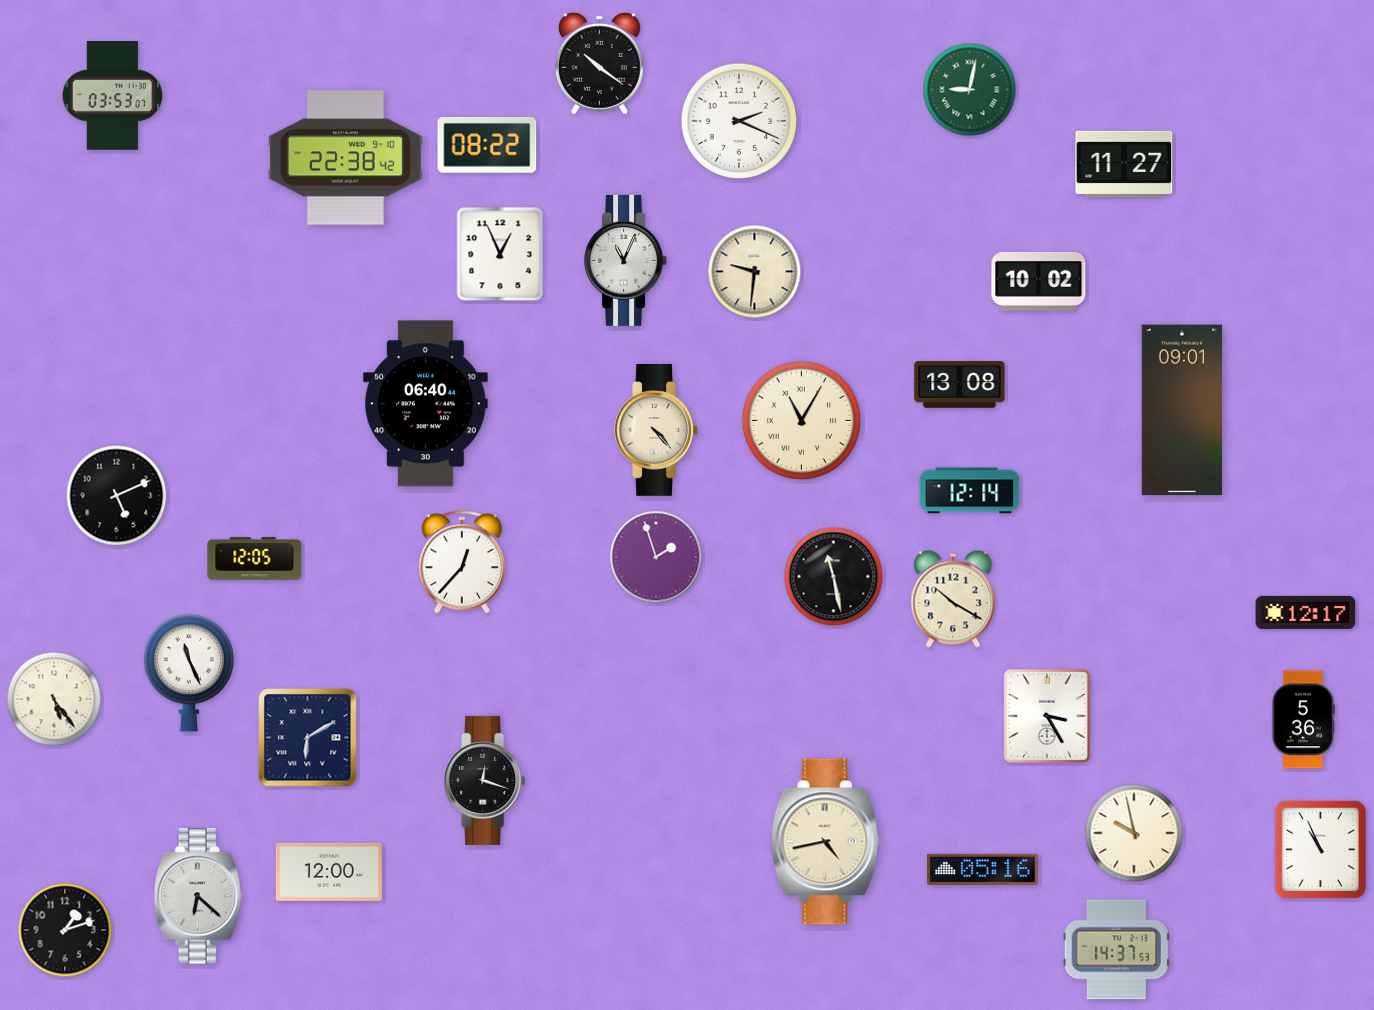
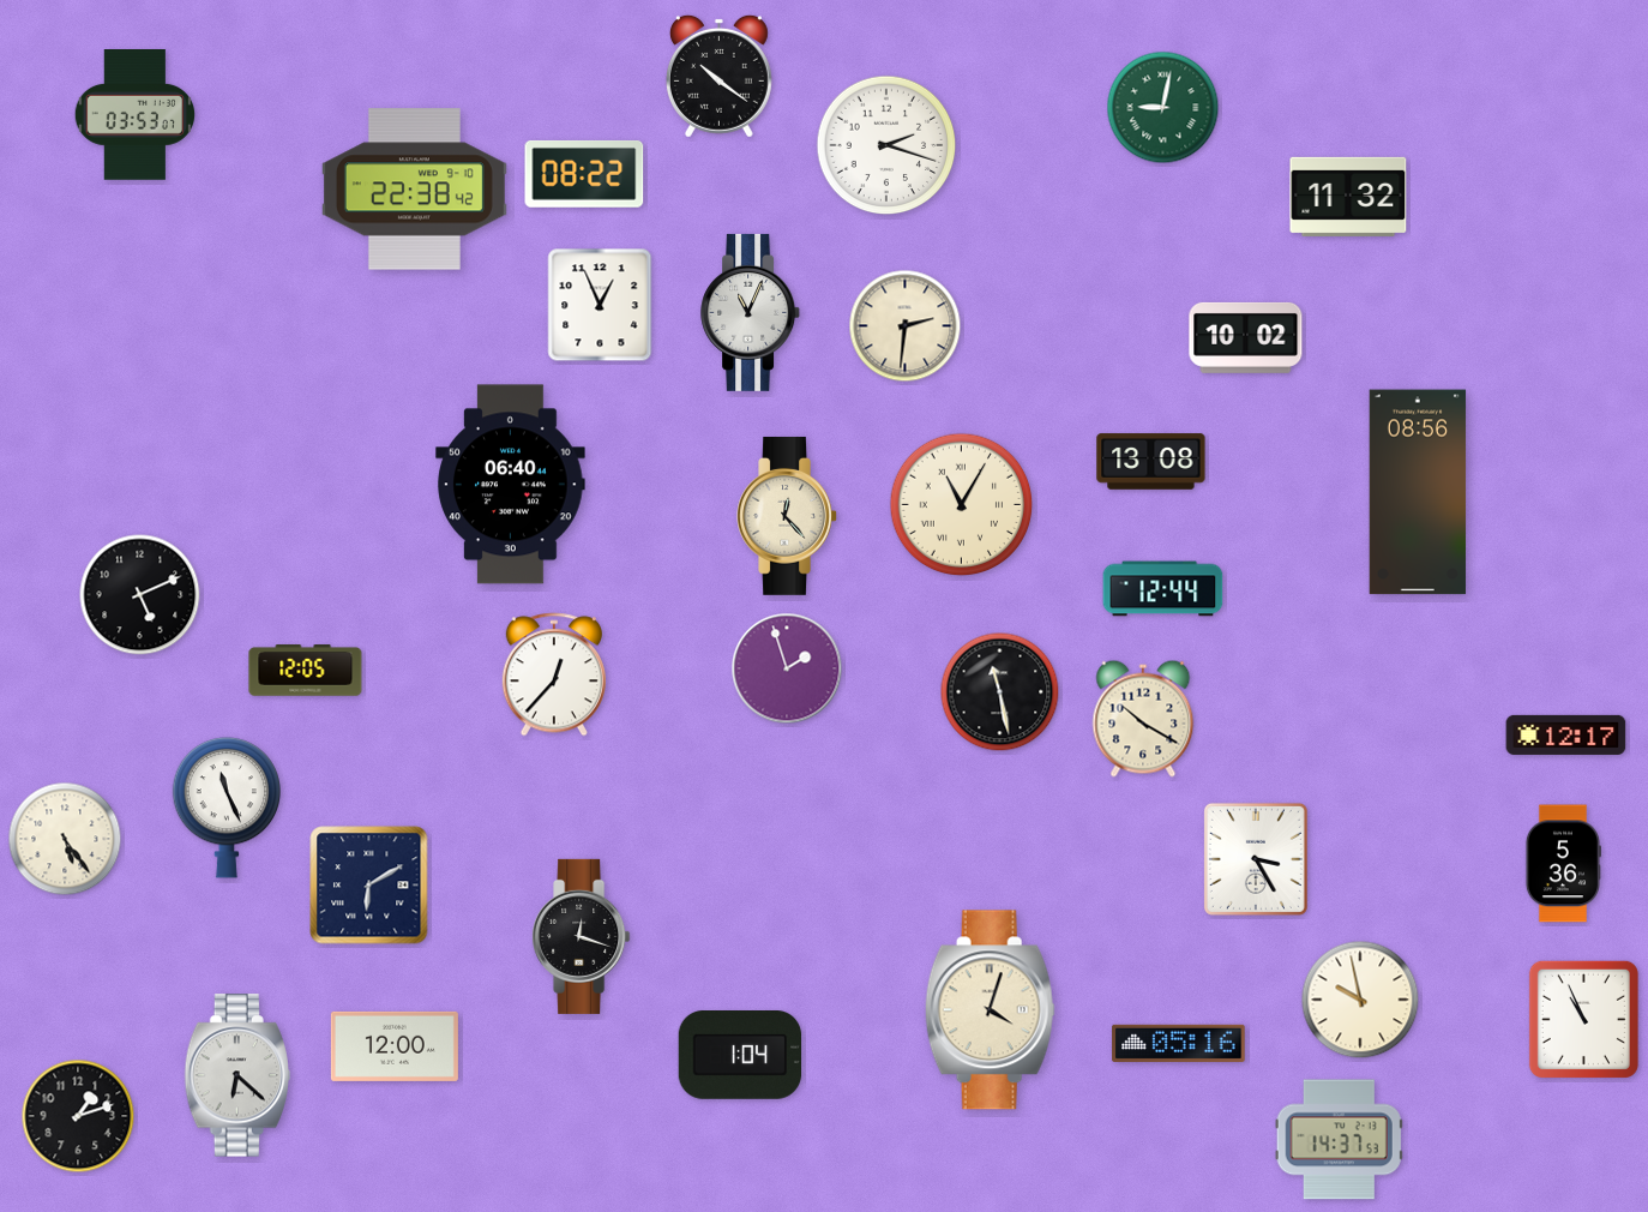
clock at (739, 121): 2:19 -> 2:18
clock at (1124, 164): 11:27 -> 11:32
clock at (755, 272): 9:31 -> 2:31
clock at (1182, 410): 09:01 -> 08:56
clock at (656, 430): 4:23 -> 12:23
clock at (970, 491): 12:14 -> 12:44
clock at (825, 842): 4:43 -> 4:03
clock at (740, 1056): none -> 1:04
